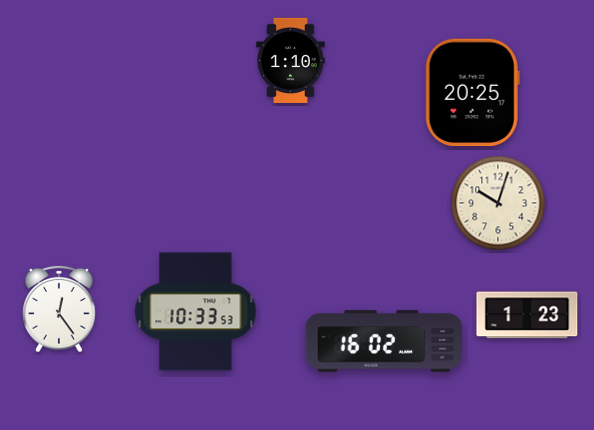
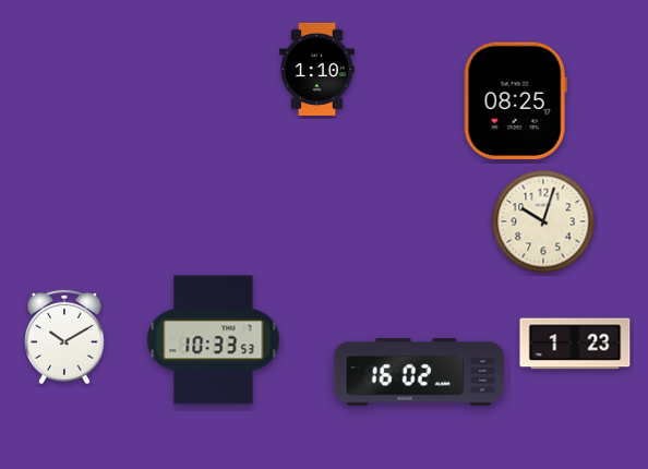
clock at (291, 60) position: (291, 60) -> (317, 69)
clock at (472, 93): 20:25 -> 08:25
clock at (59, 309): 12:24 -> 10:10
